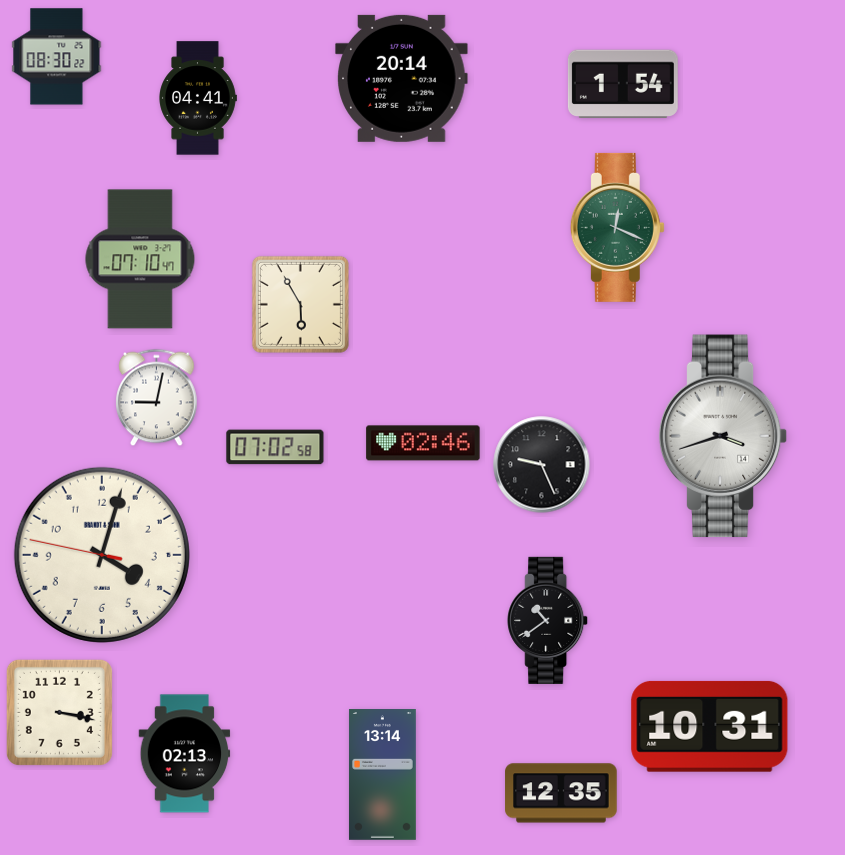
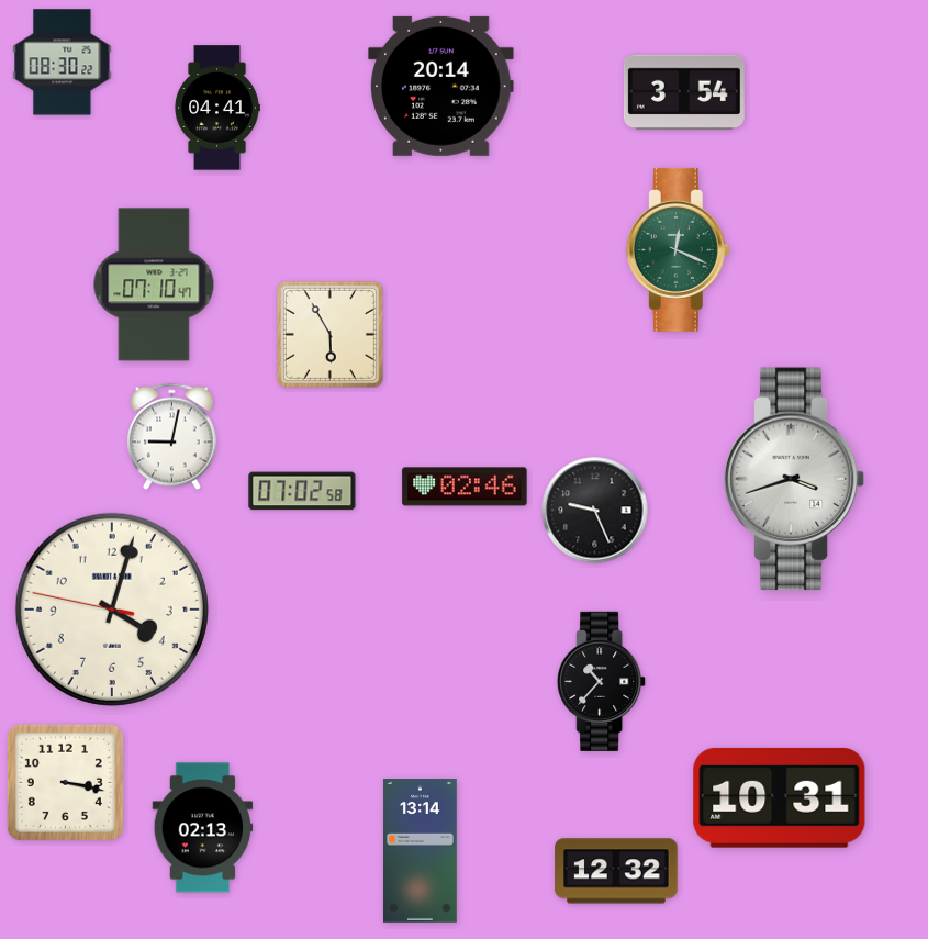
clock at (623, 84): 1:54 -> 3:54
clock at (548, 620): 10:39 -> 10:37
clock at (561, 793): 12:35 -> 12:32
